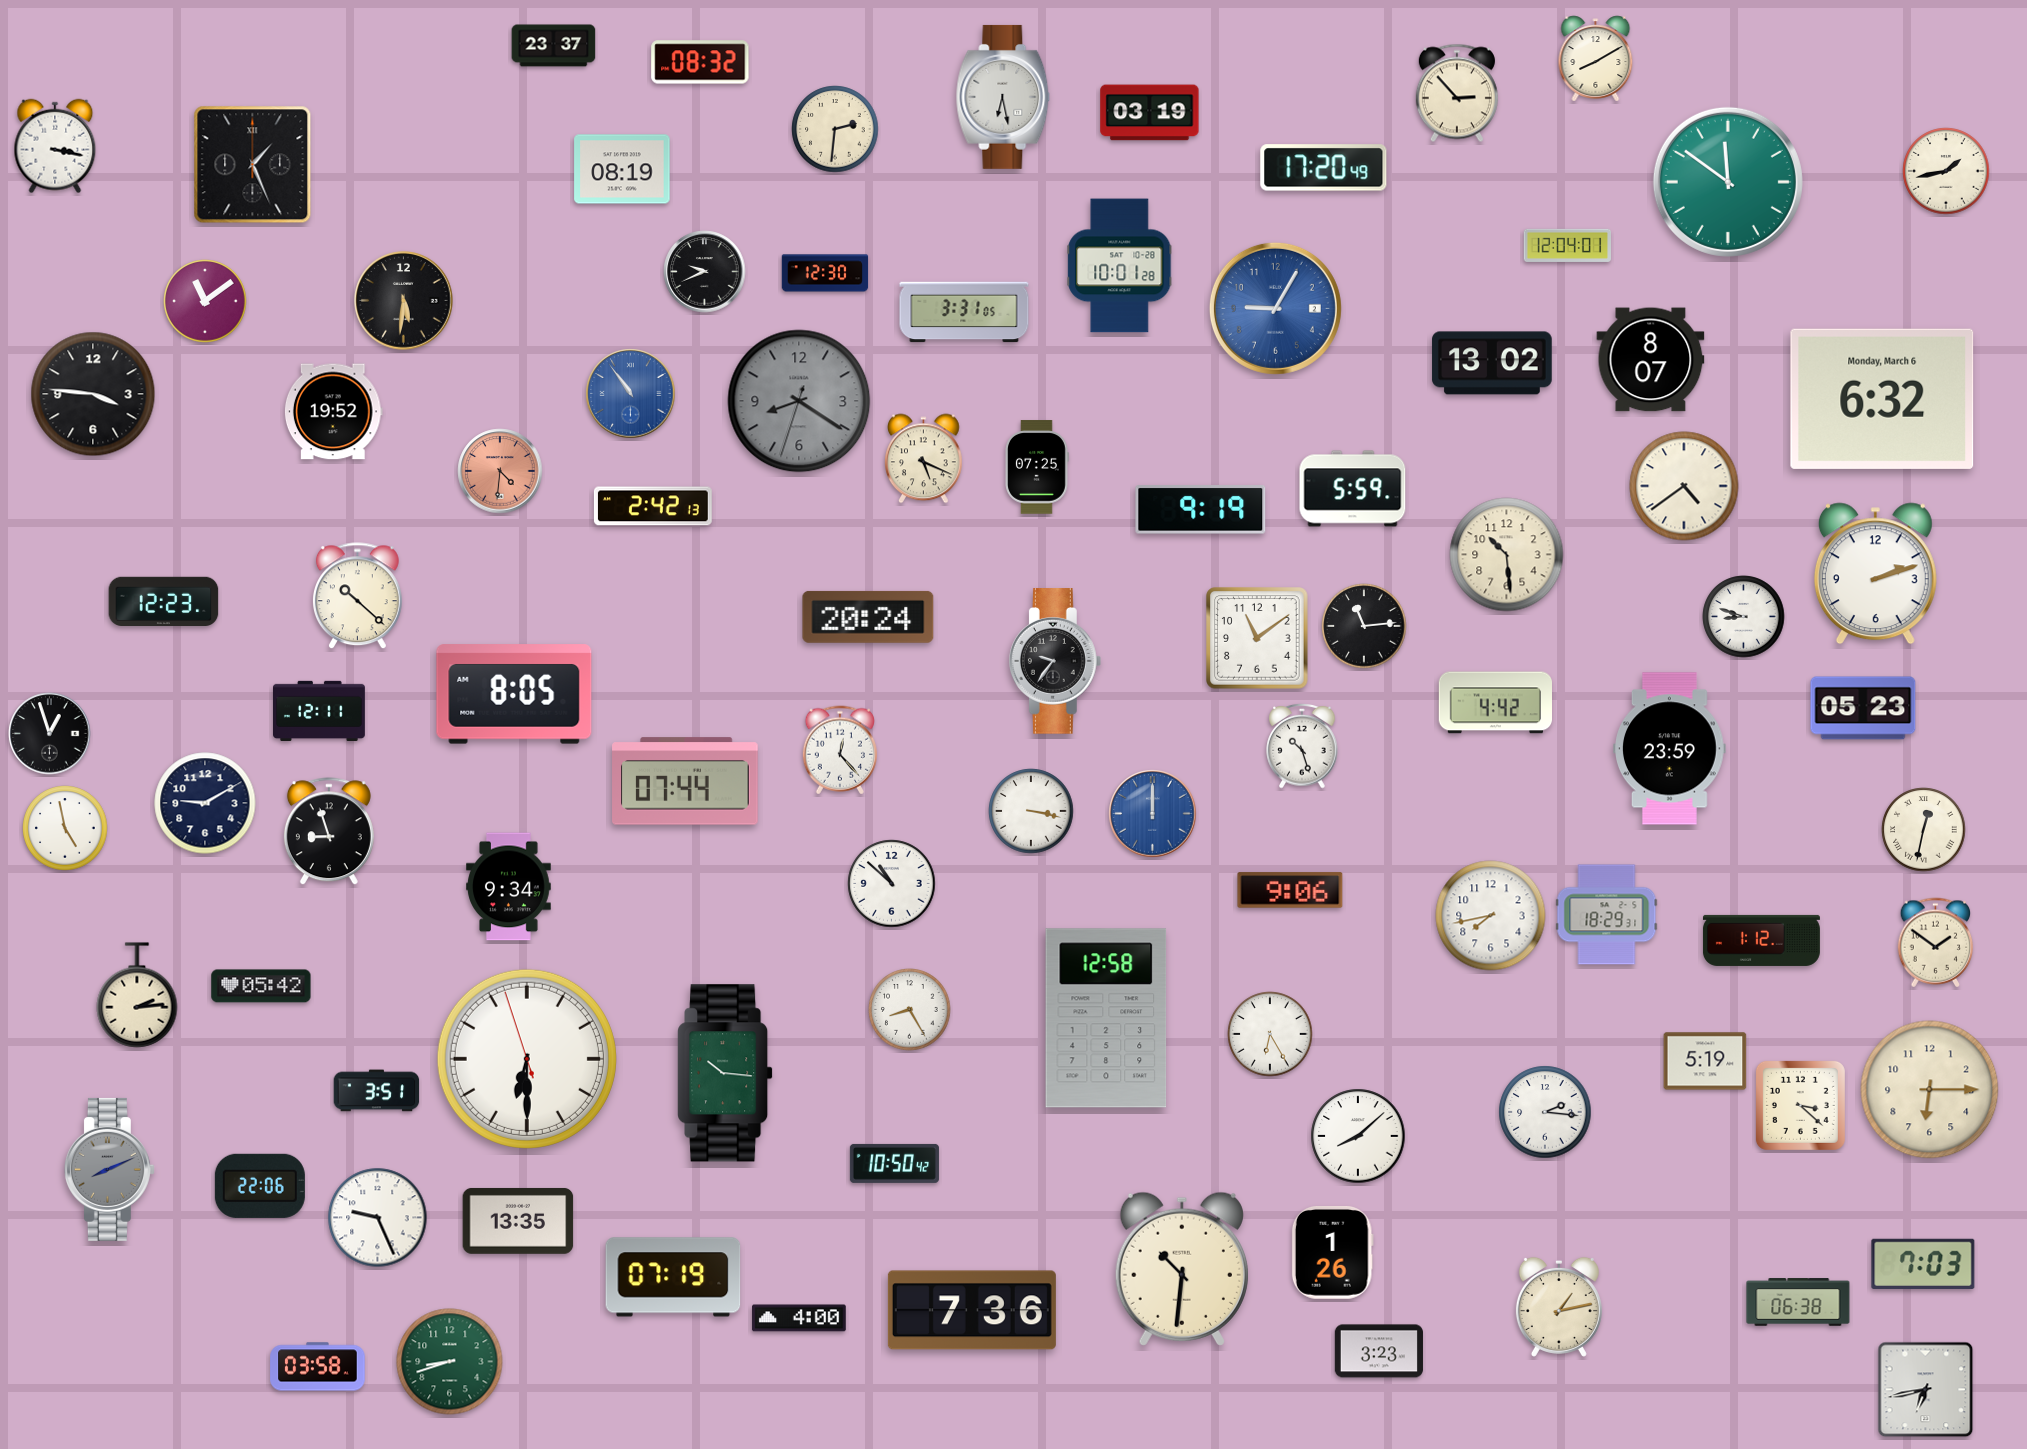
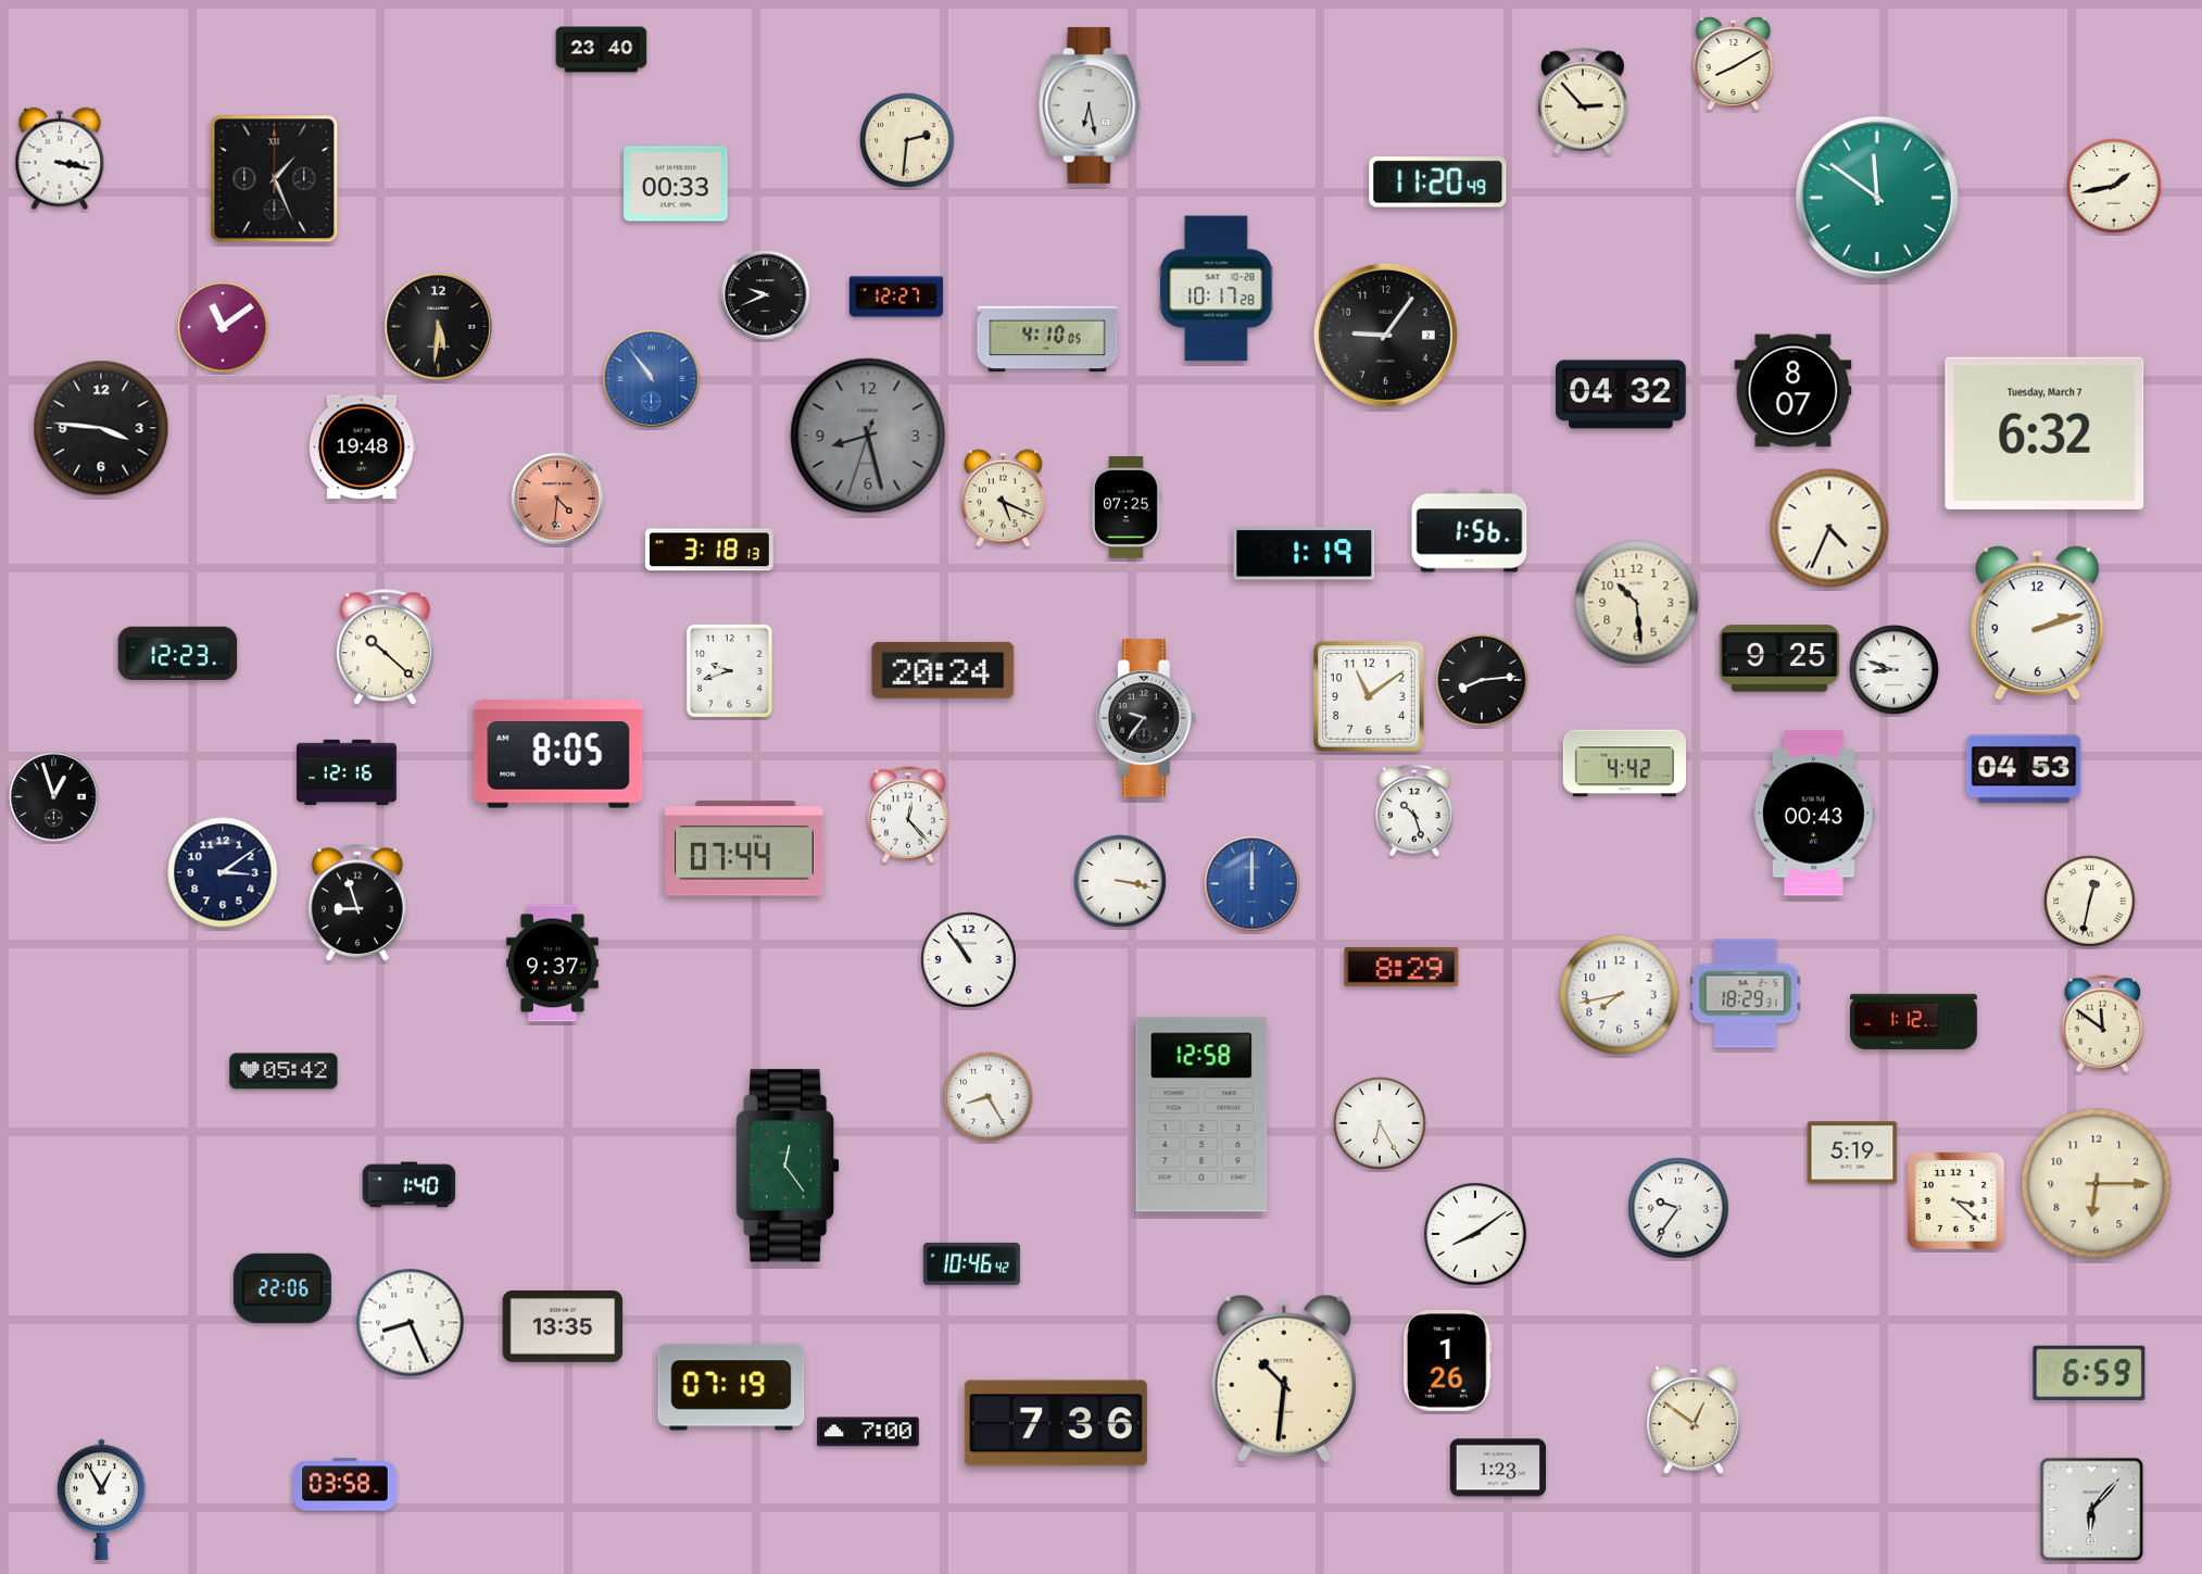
clock at (554, 46): 23:37 -> 23:40
clock at (700, 62): 08:32 -> none
clock at (1150, 113): 03:19 -> none
clock at (1324, 168): 17:20 -> 11:20
clock at (622, 169): 08:19 -> 00:33
clock at (1567, 245): 12:04 -> none
clock at (1120, 266): 10:01 -> 10:17
clock at (825, 273): 12:30 -> 12:27
clock at (1275, 308): 9:05 -> 9:06
clock at (1275, 308) dial: blue -> black
clock at (964, 312): 3:31 -> 4:10
clock at (1492, 363): 13:02 -> 04:32
clock at (631, 394) position: (631, 394) -> (652, 379)
clock at (1882, 399) date: Monday, March 6 -> Tuesday, March 7
clock at (799, 401): 8:20 -> 8:27
clock at (333, 412): 19:52 -> 19:48
clock at (500, 471) position: (500, 471) -> (557, 499)
clock at (1684, 486): 4:39 -> 4:34
clock at (1353, 489): 5:59 -> 1:56
clock at (653, 506): 2:42 -> 3:18
clock at (1201, 510): 9:19 -> 1:19
clock at (357, 596) position: (357, 596) -> (385, 647)
clock at (1779, 658): none -> 9:25
clock at (729, 670): none -> 9:42
clock at (1364, 626): 11:14 -> 8:14
clock at (1257, 638) position: (1257, 638) -> (1369, 696)
clock at (1863, 708): 05:23 -> 04:53
clock at (320, 710): 12:11 -> 12:16
clock at (1670, 749): 23:59 -> 00:43
clock at (840, 750) position: (840, 750) -> (908, 815)
clock at (205, 803): 9:10 -> 3:09
clock at (65, 828): 4:58 -> none
clock at (892, 884): 10:52 -> 10:54
clock at (509, 887): 9:34 -> 9:37
clock at (1290, 890): 9:06 -> 8:29
clock at (1936, 943): 1:51 -> 11:51
clock at (137, 995): 2:14 -> none
clock at (1106, 1018) position: (1106, 1018) -> (1201, 1115)
clock at (527, 1059): 6:29 -> none
clock at (725, 1073): 10:16 -> 12:24
clock at (377, 1091): 3:51 -> 1:40
clock at (1545, 1112): 2:16 -> 9:36
clock at (1358, 1136): 8:08 -> 8:09
clock at (894, 1163): 10:50 -> 10:46
clock at (109, 1169): 8:11 -> none
clock at (378, 1218): 9:26 -> 8:26
clock at (1923, 1264): 7:03 -> 6:59
clock at (1798, 1302): 06:38 -> none
clock at (1559, 1307): 1:13 -> 12:51
clock at (799, 1318): 4:00 -> 7:00
clock at (1379, 1351): 3:23 -> 1:23
clock at (450, 1362): 8:42 -> none
clock at (102, 1500): none -> 12:55
clock at (1926, 1390): 6:43 -> 6:07
